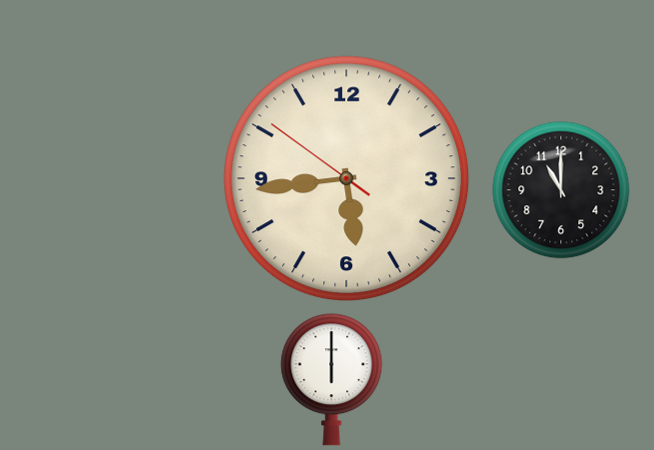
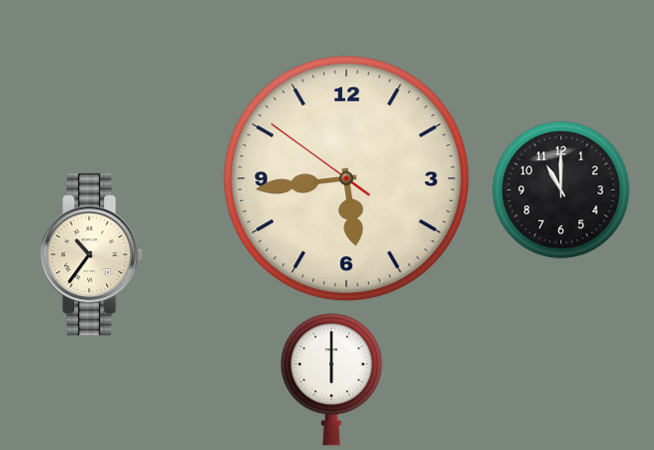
clock at (92, 255): none -> 10:36
